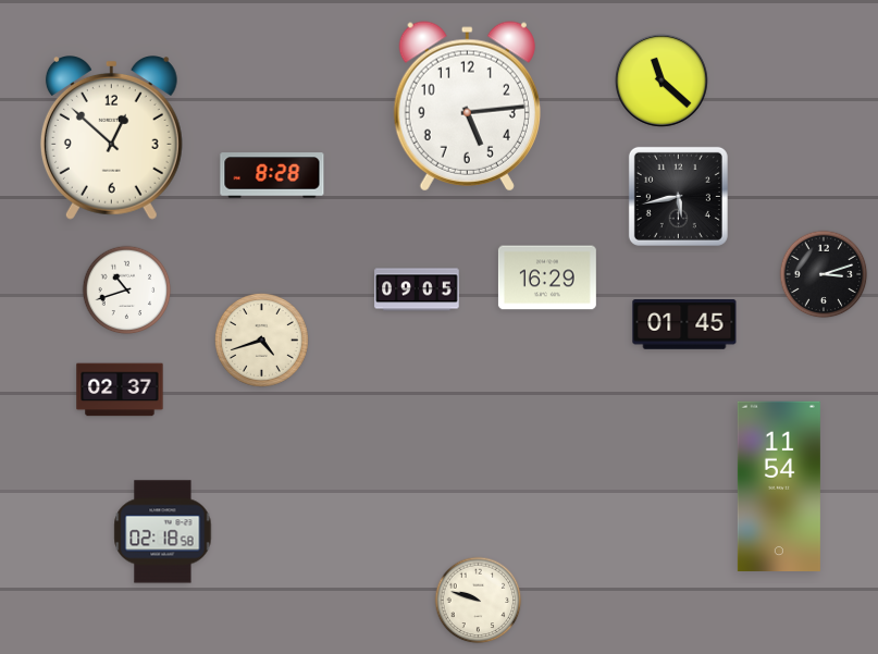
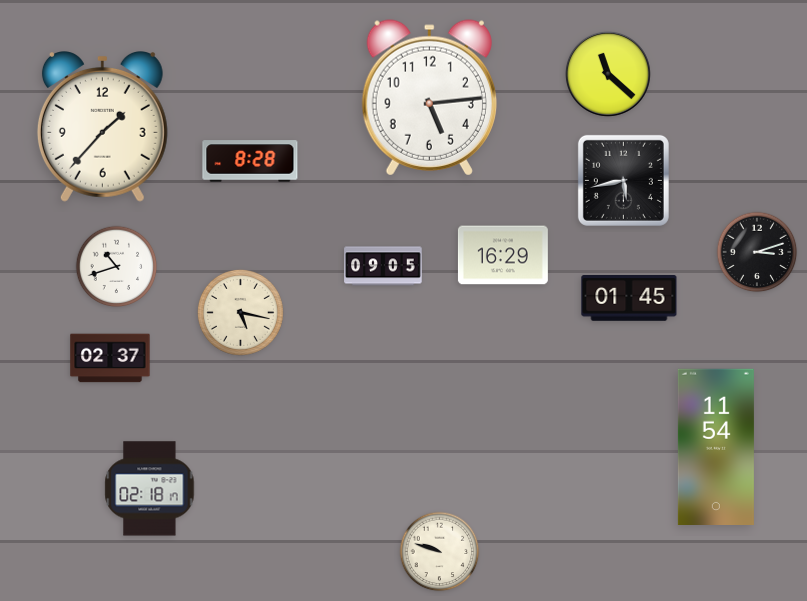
clock at (111, 138): 12:52 -> 1:37
clock at (261, 340): 4:42 -> 5:17
clock at (163, 532): 02:18:58 -> 02:18:17
